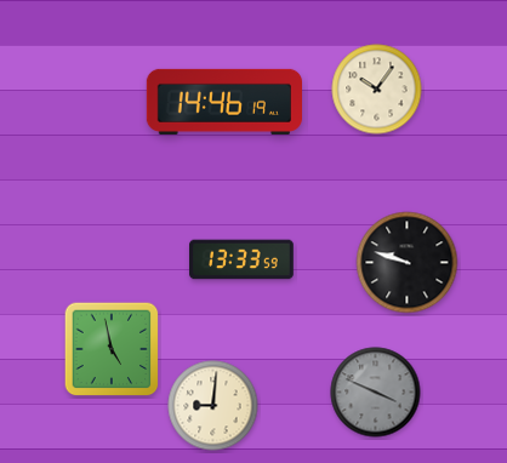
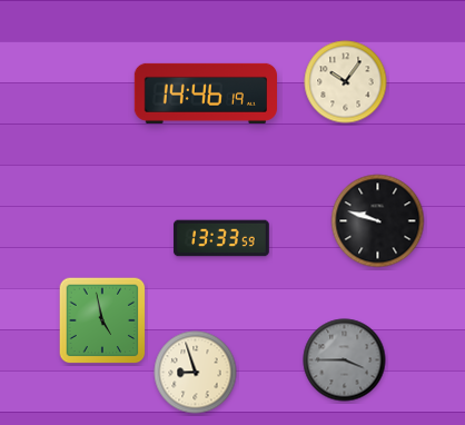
clock at (408, 263) position: (408, 263) -> (378, 221)
clock at (376, 393): 3:49 -> 3:45
clock at (213, 406): 9:01 -> 8:57
